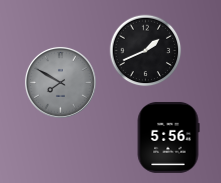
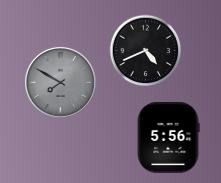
clock at (146, 51): 1:41 -> 4:41
